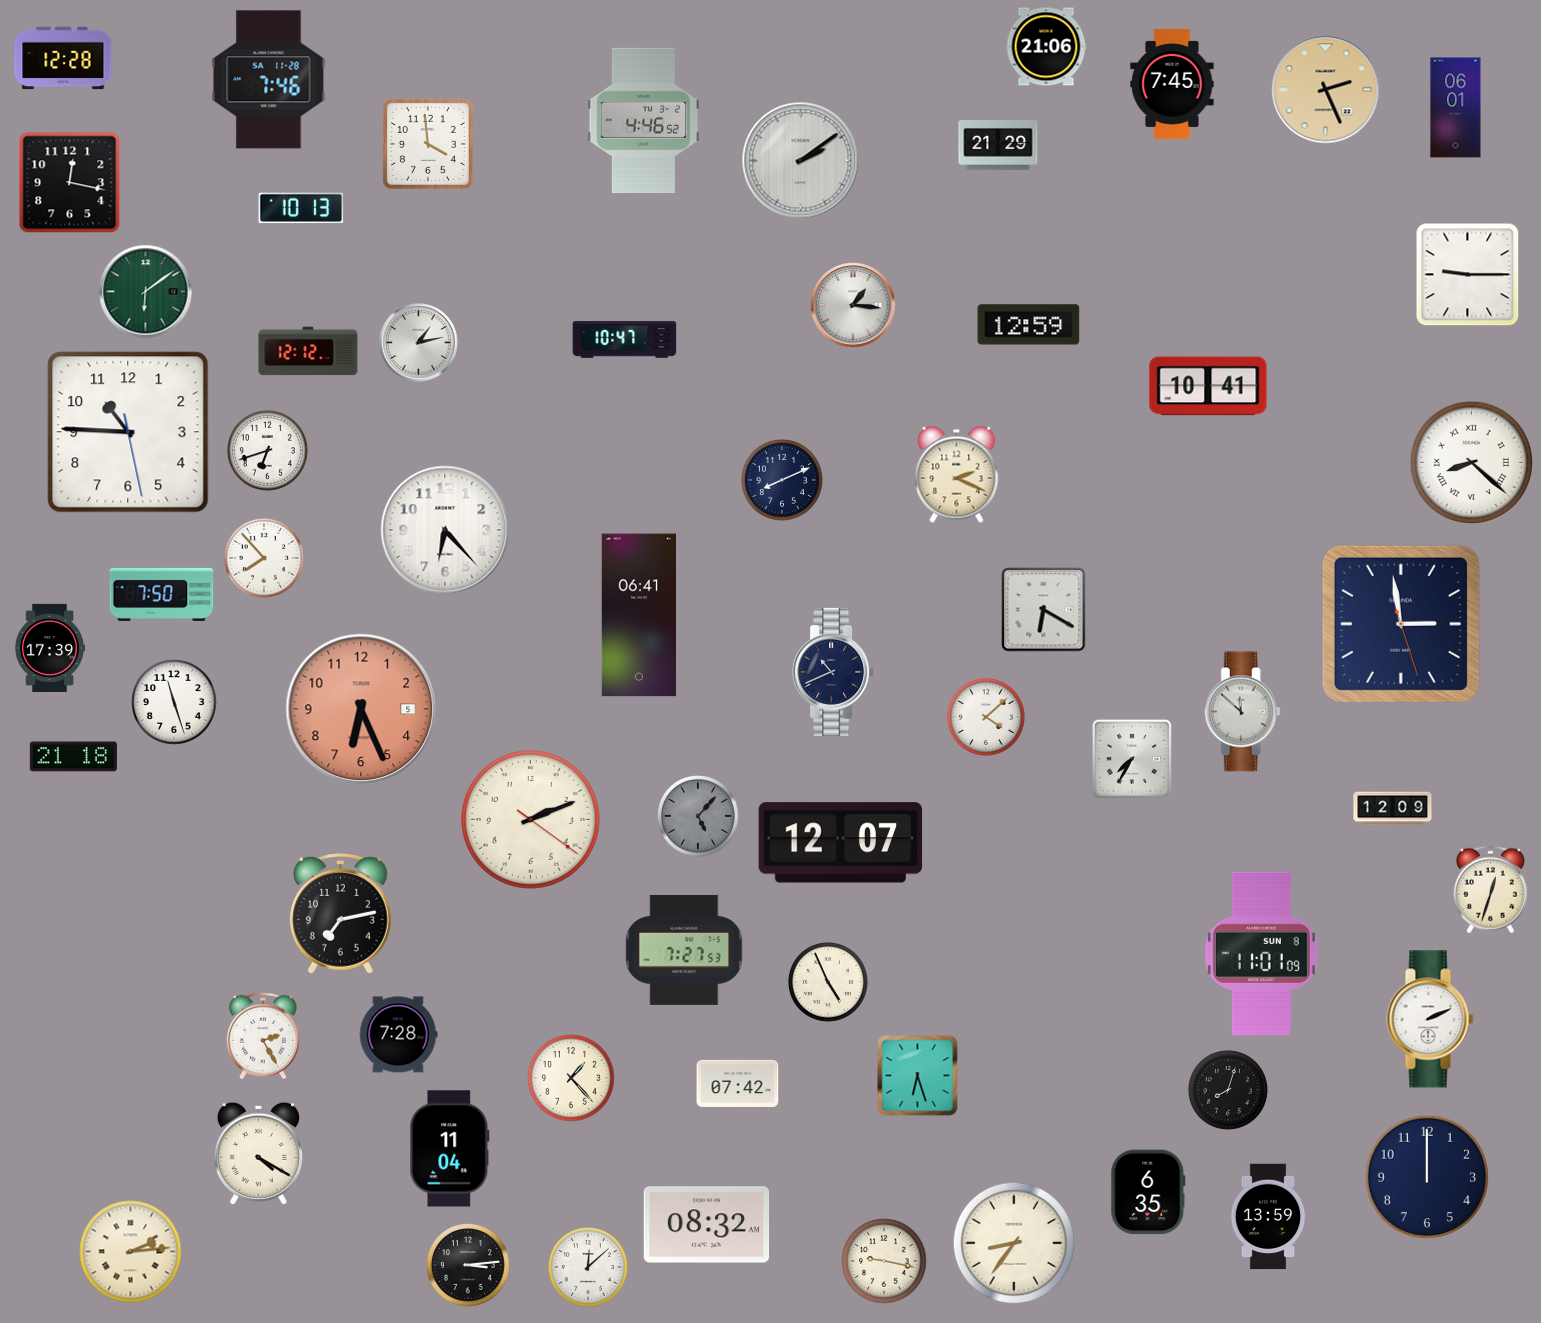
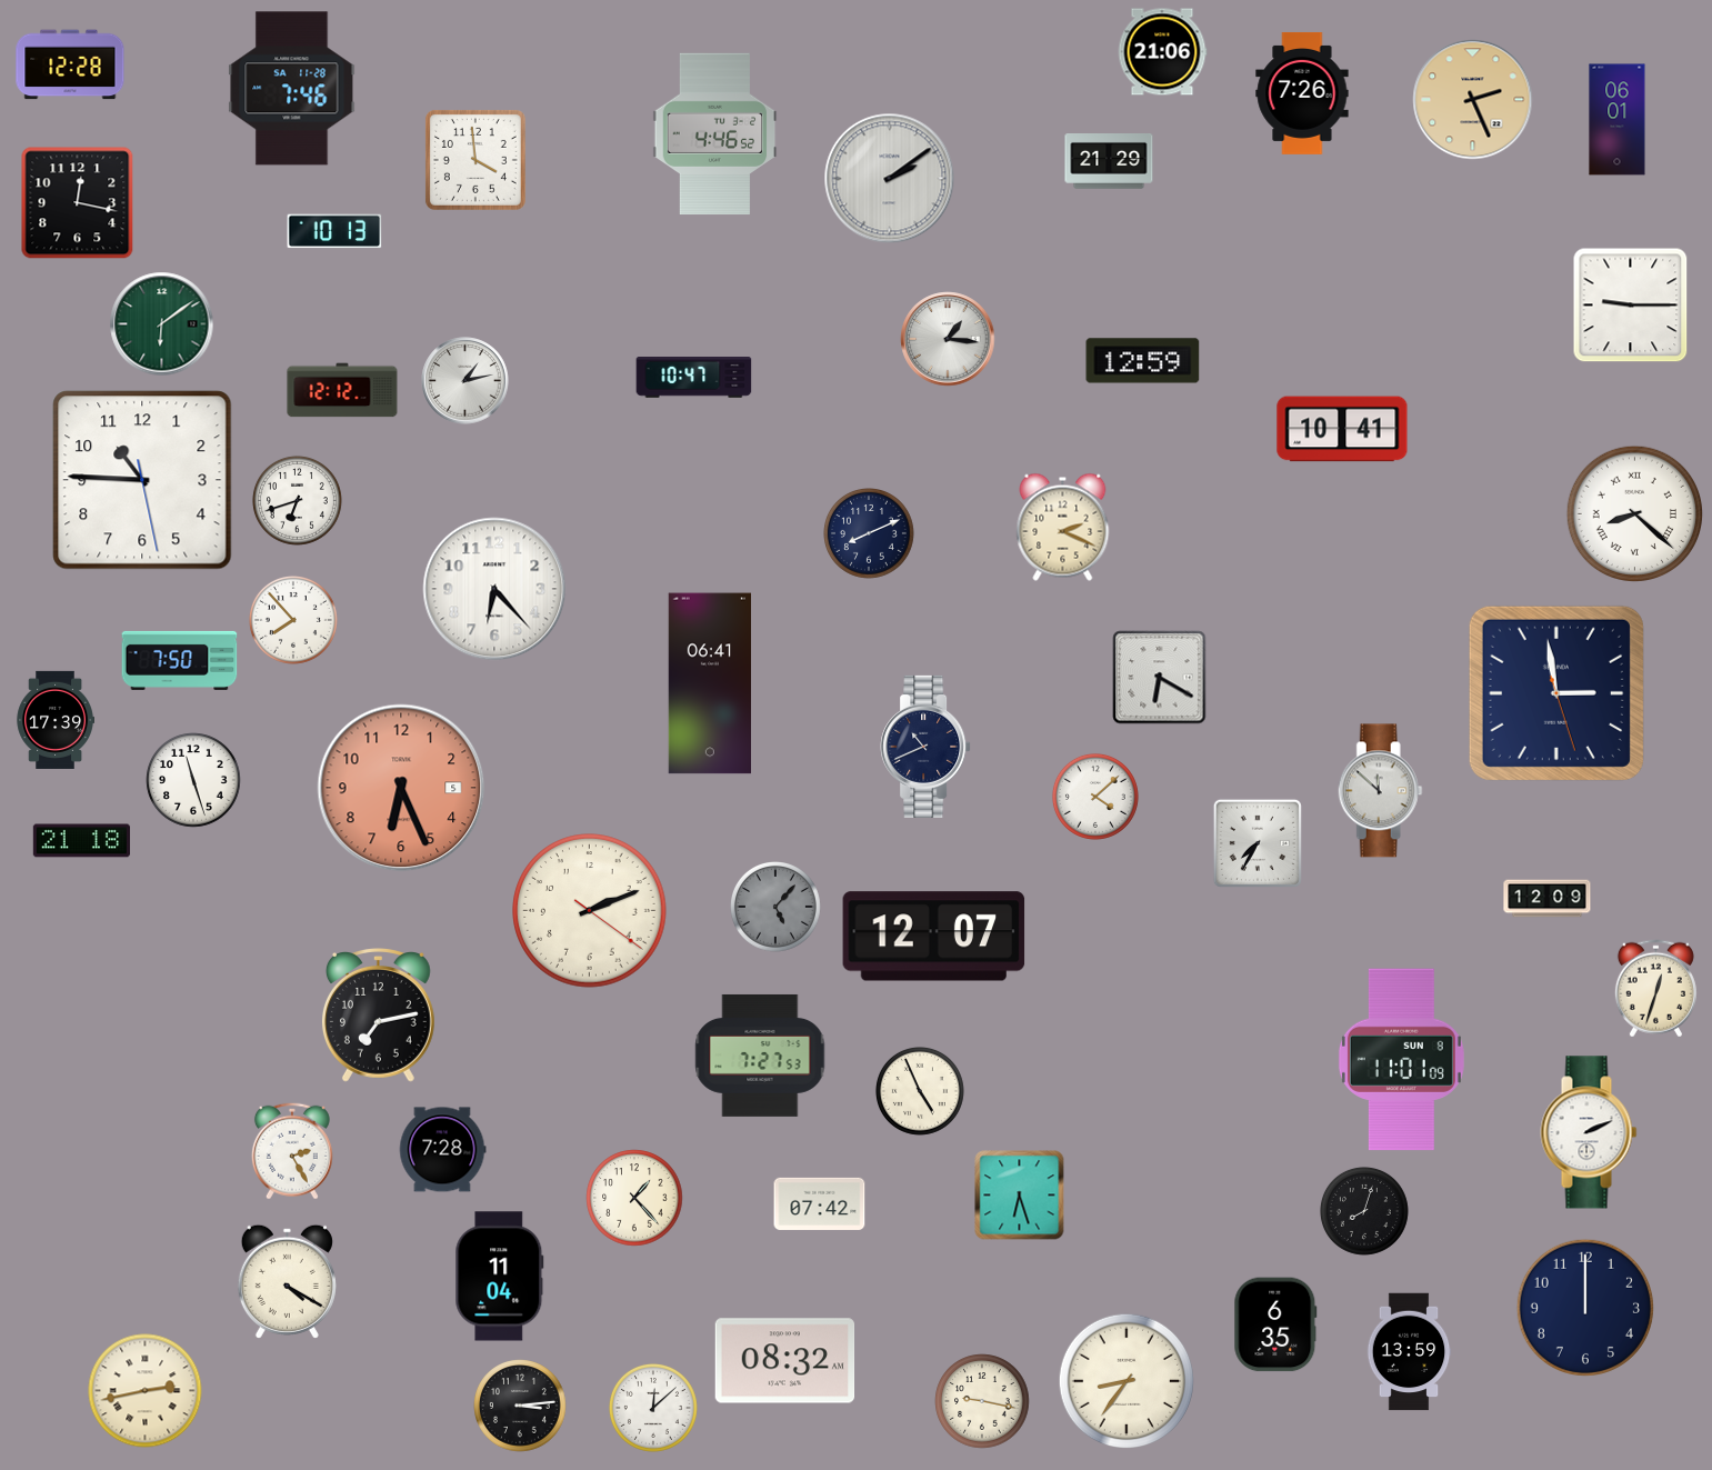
clock at (269, 80) position: (269, 80) -> (292, 89)
clock at (1172, 84): 7:45 -> 7:26
clock at (131, 1252): 2:14 -> 2:43
